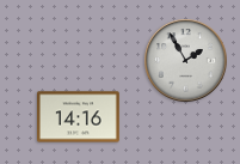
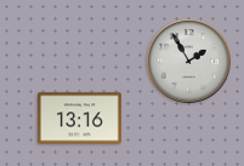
clock at (79, 117): 14:16 -> 13:16
